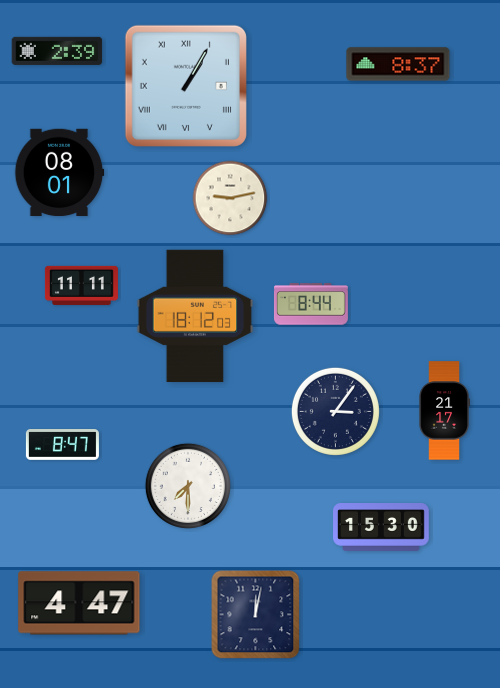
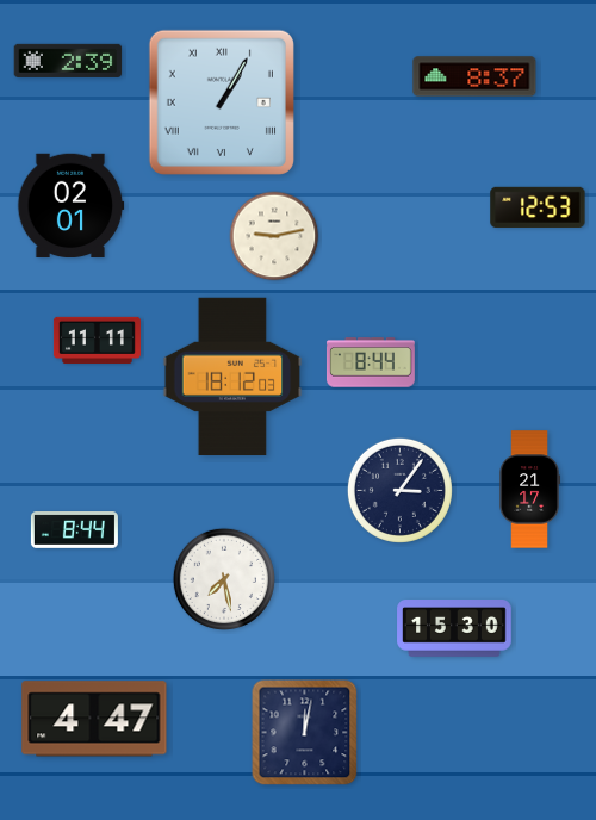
clock at (59, 173): 08:01 -> 02:01
clock at (538, 207): none -> 12:53
clock at (62, 445): 8:47 -> 8:44
clock at (188, 486): 7:30 -> 7:28
